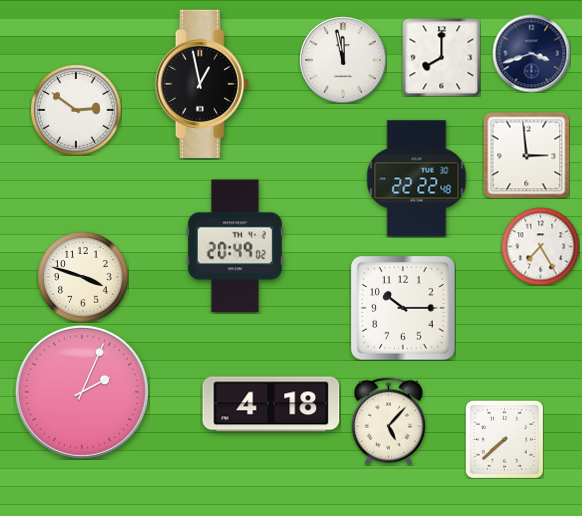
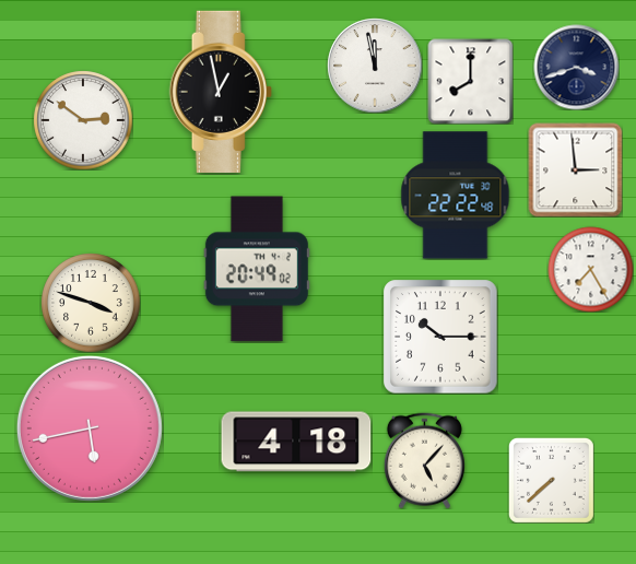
clock at (531, 53) position: (531, 53) -> (576, 67)
clock at (441, 57) position: (441, 57) -> (470, 81)
clock at (82, 392): 2:04 -> 5:43
